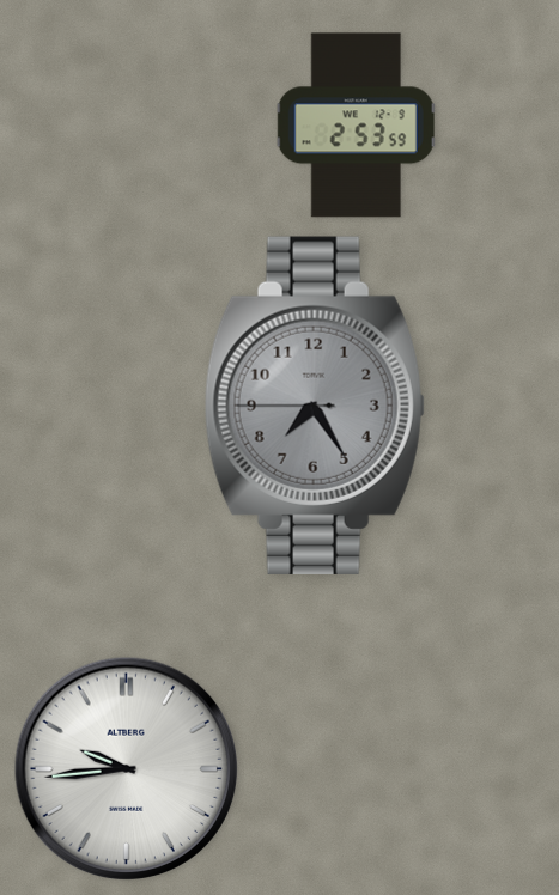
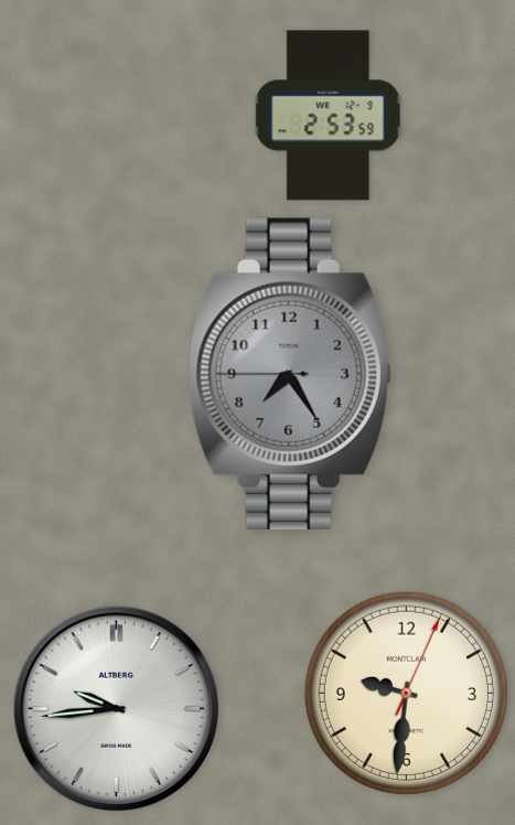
clock at (406, 693): none -> 9:31
